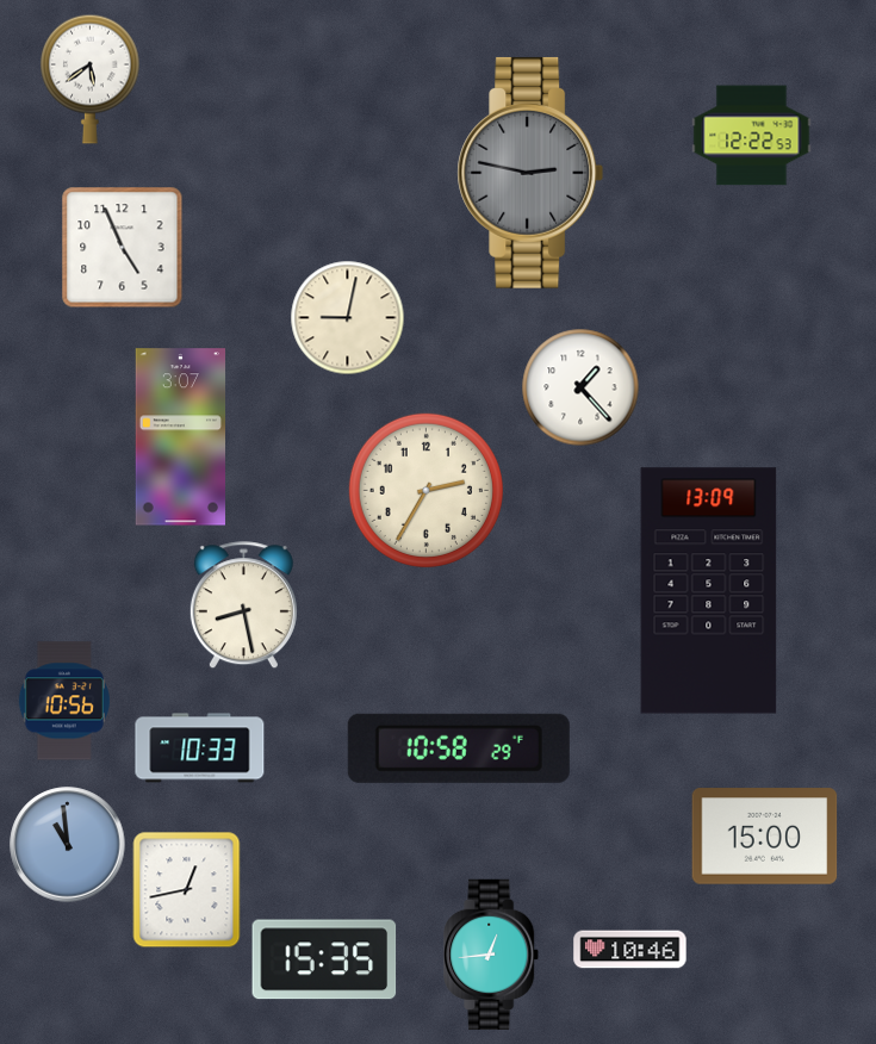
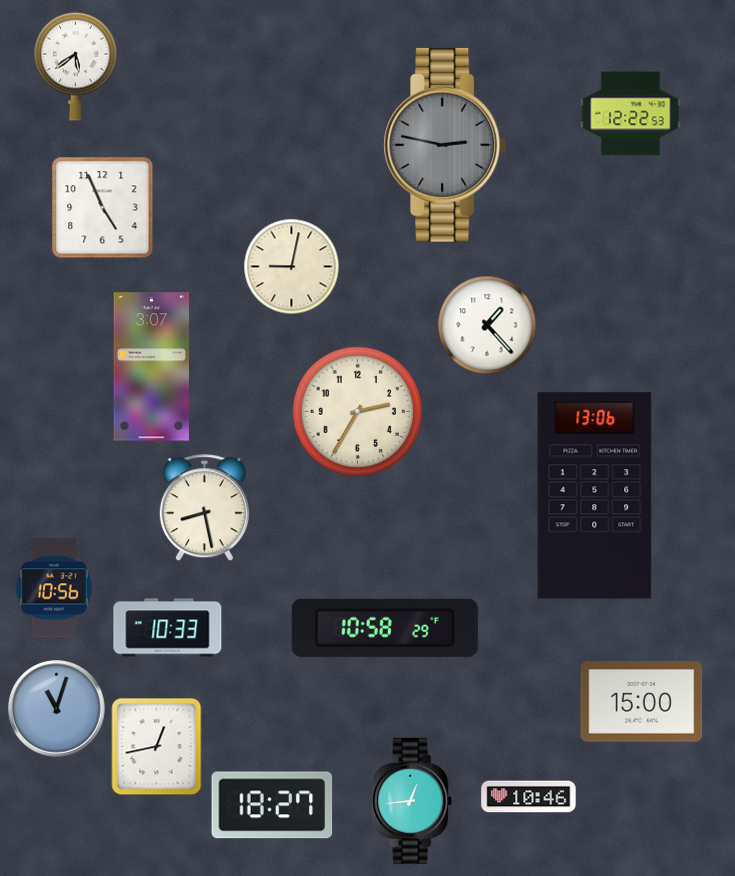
clock at (709, 591): 13:09 -> 13:06
clock at (68, 845): 10:59 -> 11:03
clock at (324, 959): 15:35 -> 18:27
